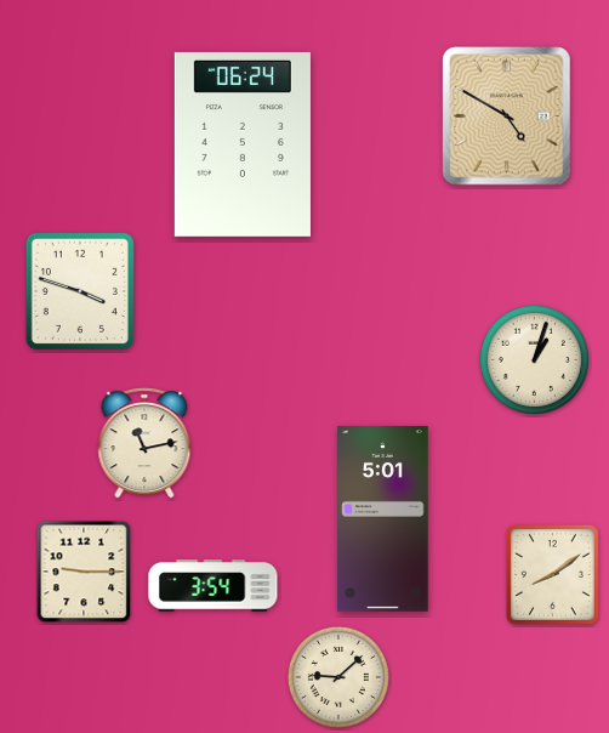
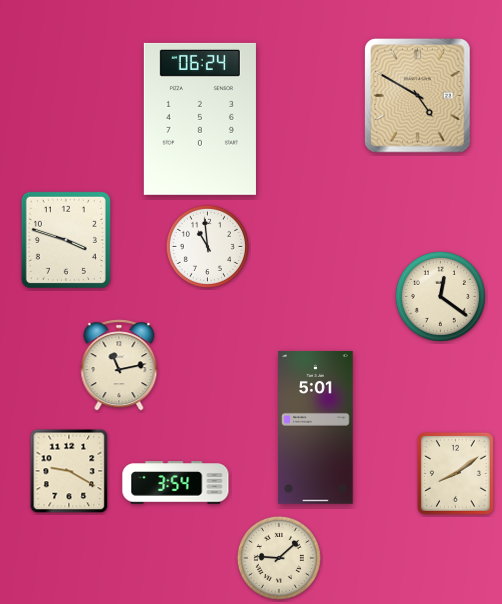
clock at (207, 246): none -> 10:59
clock at (534, 359): 1:03 -> 12:21
clock at (84, 572): 9:15 -> 9:20
